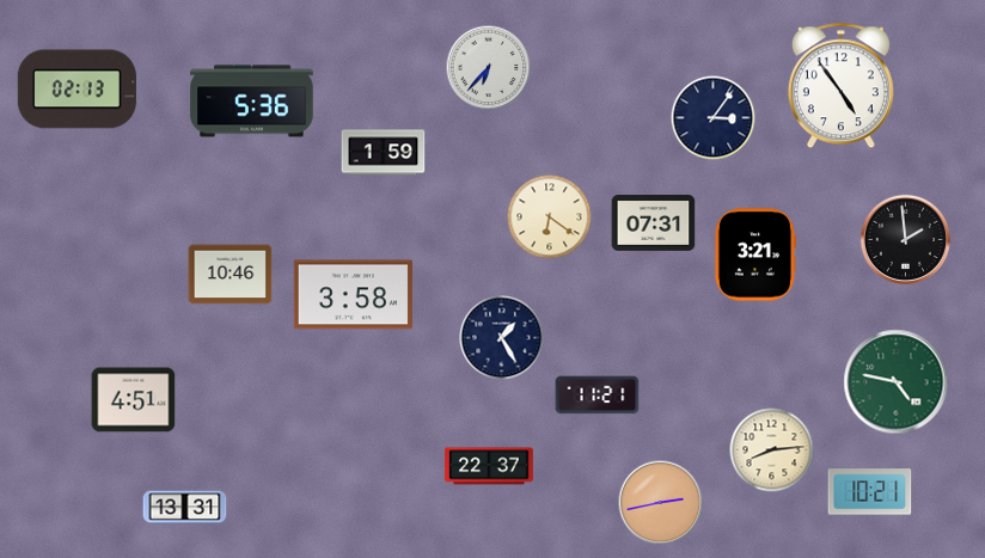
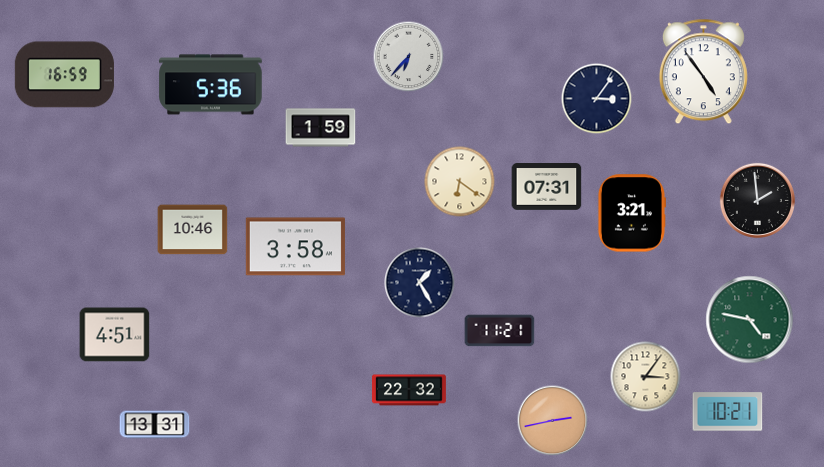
clock at (77, 90): 02:13 -> 16:59
clock at (134, 400) position: (134, 400) -> (115, 335)
clock at (772, 450): 8:14 -> 3:06
clock at (489, 466): 22:37 -> 22:32
